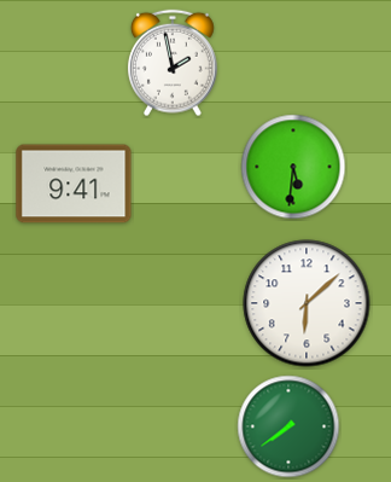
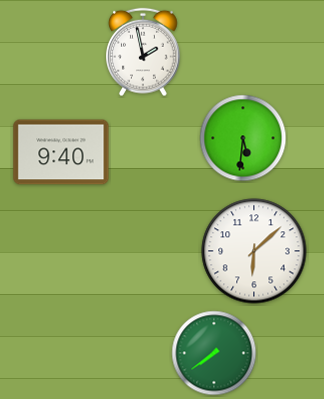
clock at (74, 184): 9:41 -> 9:40
clock at (288, 426) position: (288, 426) -> (214, 353)
